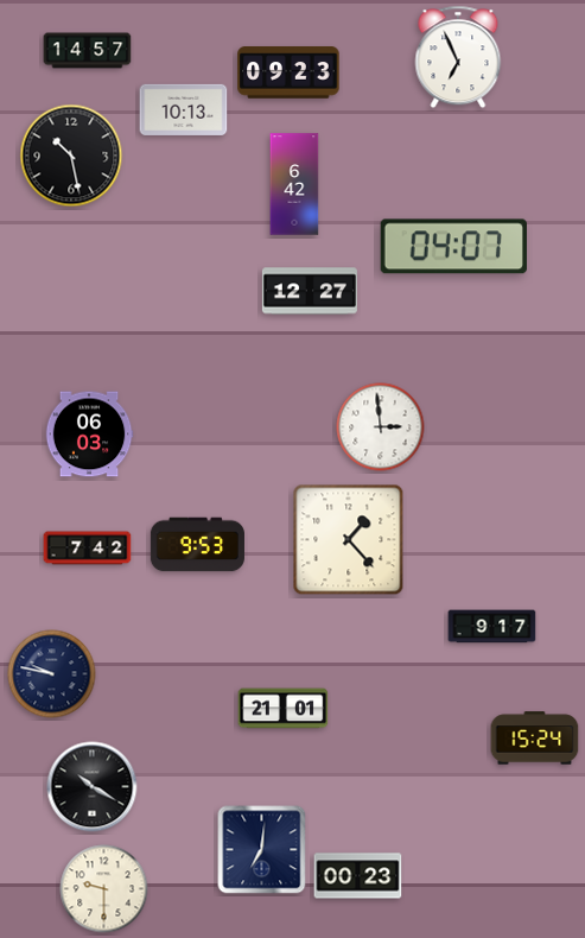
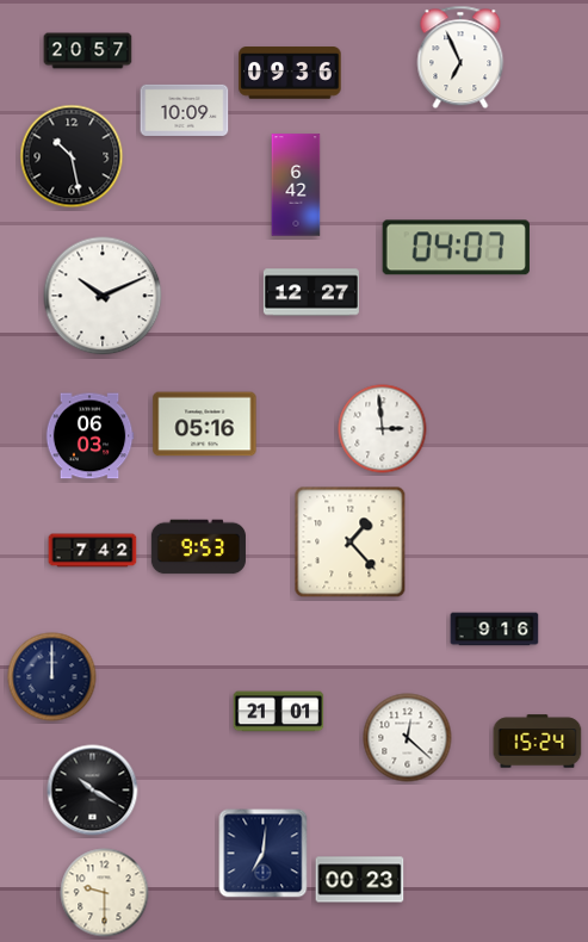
clock at (88, 51): 14:57 -> 20:57
clock at (288, 72): 09:23 -> 09:36
clock at (184, 109): 10:13 -> 10:09
clock at (103, 296): none -> 10:11
clock at (205, 424): none -> 05:16
clock at (88, 549) position: (88, 549) -> (93, 551)
clock at (492, 627): 9:17 -> 9:16
clock at (52, 674): 9:47 -> 12:00
clock at (284, 709) position: (284, 709) -> (279, 712)
clock at (408, 738): none -> 12:22
